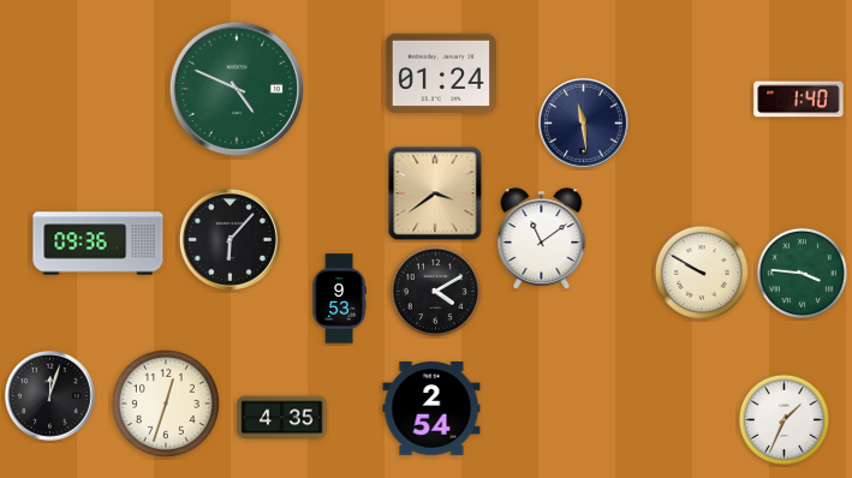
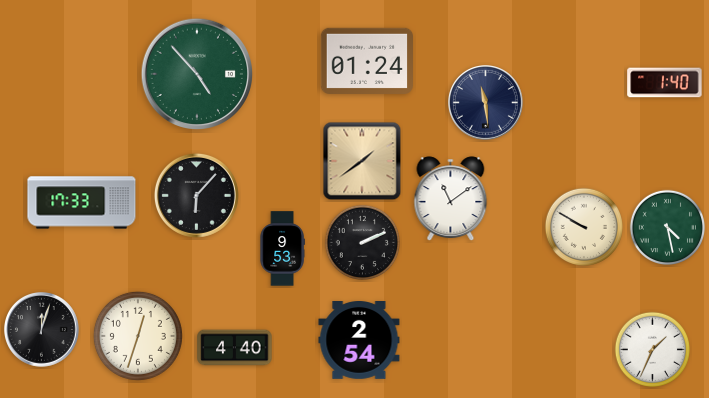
clock at (236, 88): 4:49 -> 4:53
clock at (435, 193): 3:39 -> 1:39
clock at (230, 239) position: (230, 239) -> (196, 195)
clock at (99, 244): 09:36 -> 17:33
clock at (802, 273): 3:46 -> 4:28
clock at (435, 291): 4:10 -> 2:11
clock at (282, 418): 4:35 -> 4:40
